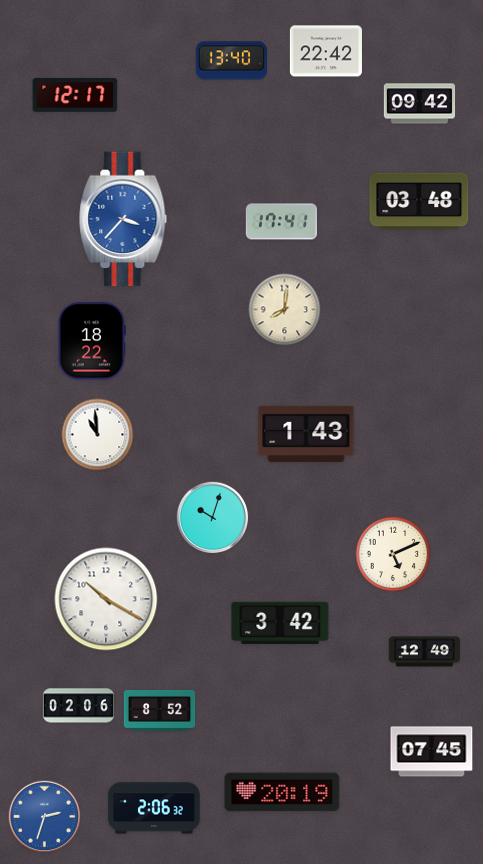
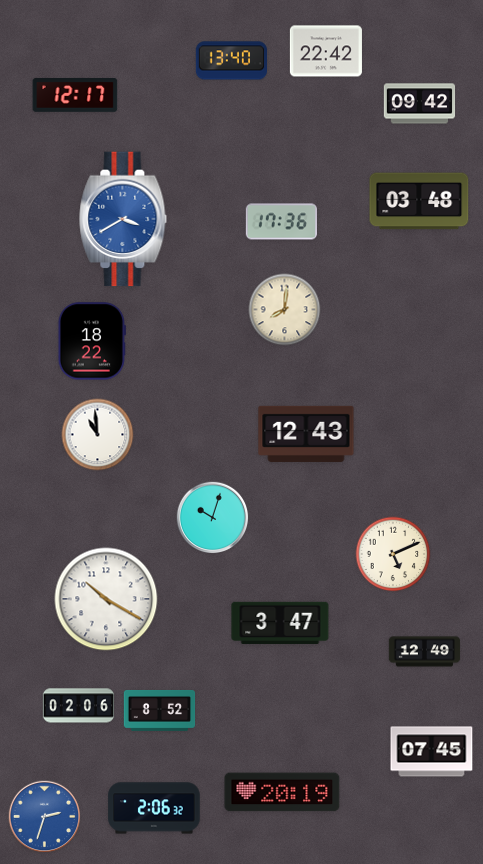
clock at (123, 219): 3:37 -> 3:40
clock at (281, 222): 17:41 -> 17:36
clock at (306, 434): 1:43 -> 12:43
clock at (280, 623): 3:42 -> 3:47
